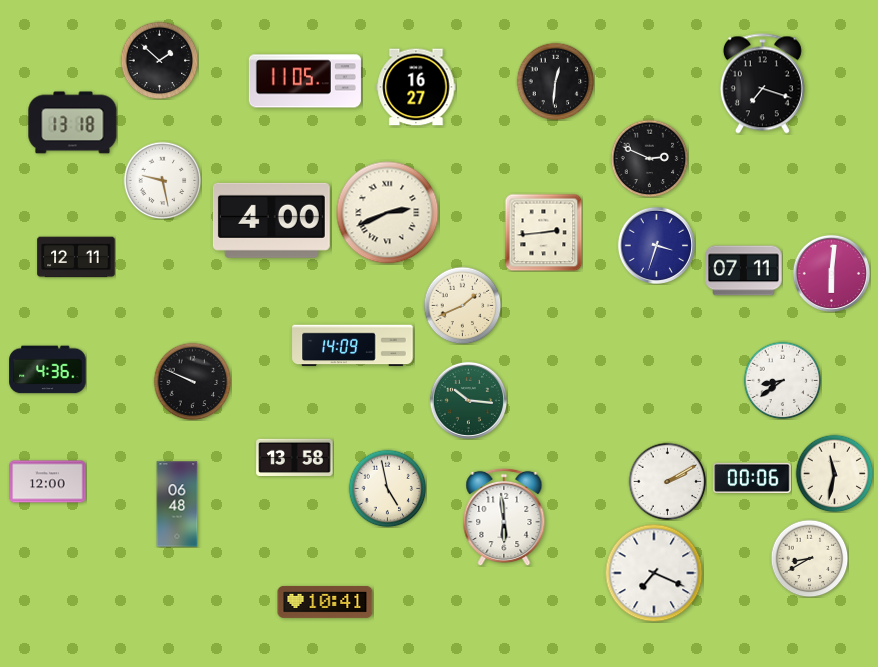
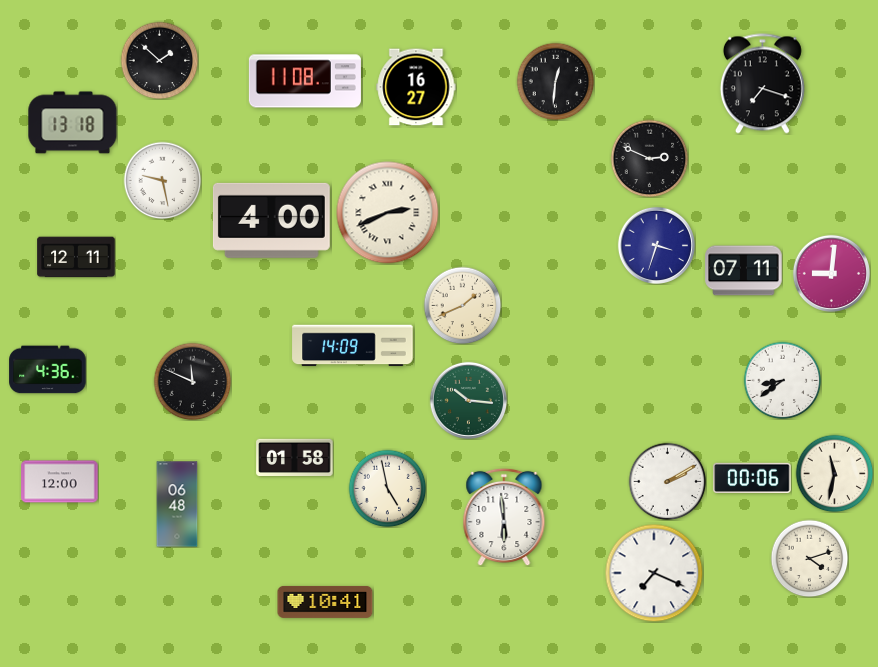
clock at (305, 81): 11:05 -> 11:08
clock at (543, 232): 2:44 -> none
clock at (831, 273): 6:01 -> 9:01
clock at (192, 381): 9:49 -> 11:49
clock at (295, 457): 13:58 -> 01:58
clock at (48, 482) position: (48, 482) -> (60, 482)
clock at (809, 558): 8:40 -> 4:12
